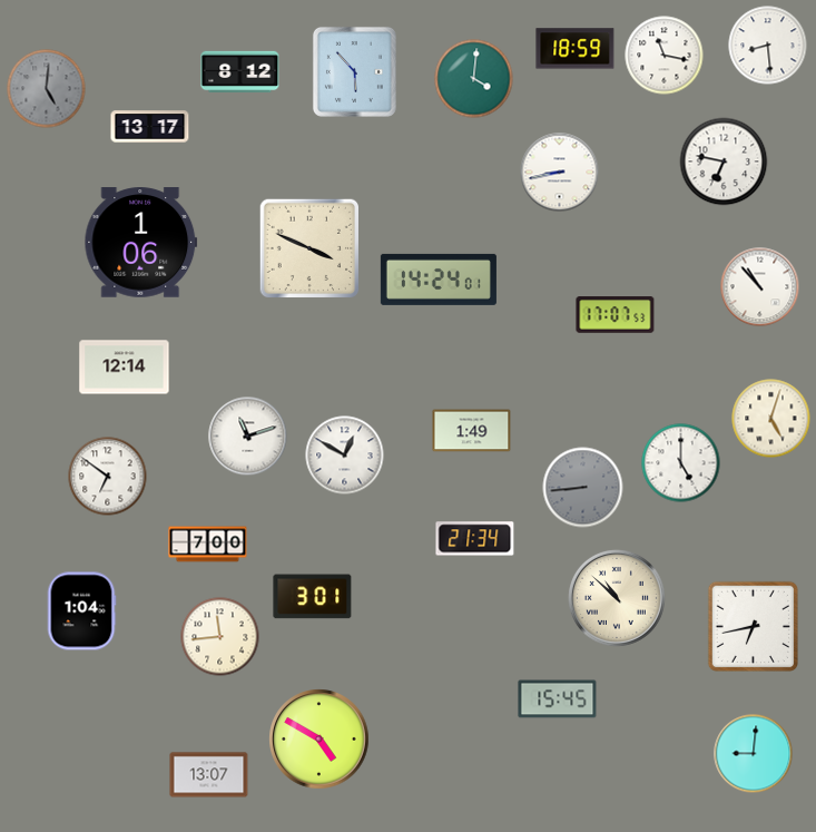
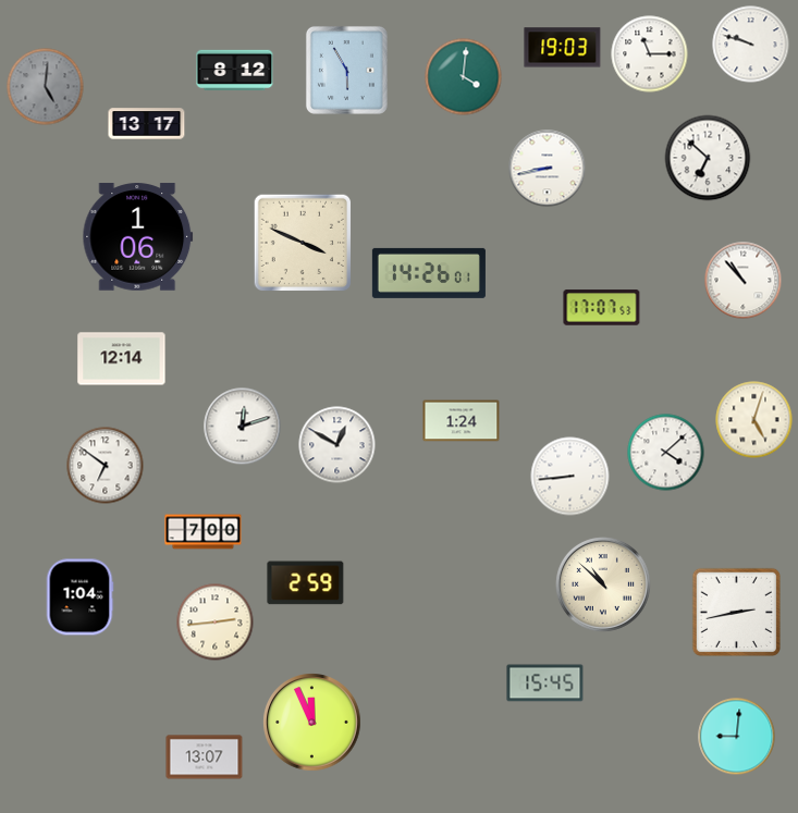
clock at (768, 46): 8:29 -> 9:48
clock at (576, 49): 18:59 -> 19:03
clock at (665, 56): 11:17 -> 11:15
clock at (354, 71): 5:53 -> 5:55
clock at (724, 161): 6:47 -> 6:52
clock at (439, 280): 14:24 -> 14:26
clock at (771, 419) position: (771, 419) -> (754, 420)
clock at (472, 431): 1:49 -> 1:24
clock at (248, 437): 11:12 -> 12:12
clock at (681, 463): 5:00 -> 4:08
clock at (583, 488) dial: grey -> white
clock at (475, 539): 21:34 -> none
clock at (313, 597): 3:01 -> 2:59
clock at (753, 626): 6:43 -> 2:43
clock at (220, 637): 11:44 -> 2:44
clock at (319, 740): 4:50 -> 11:56
